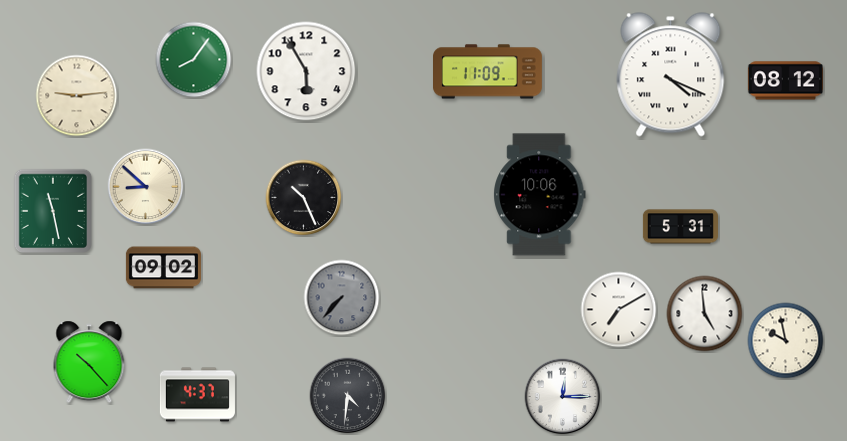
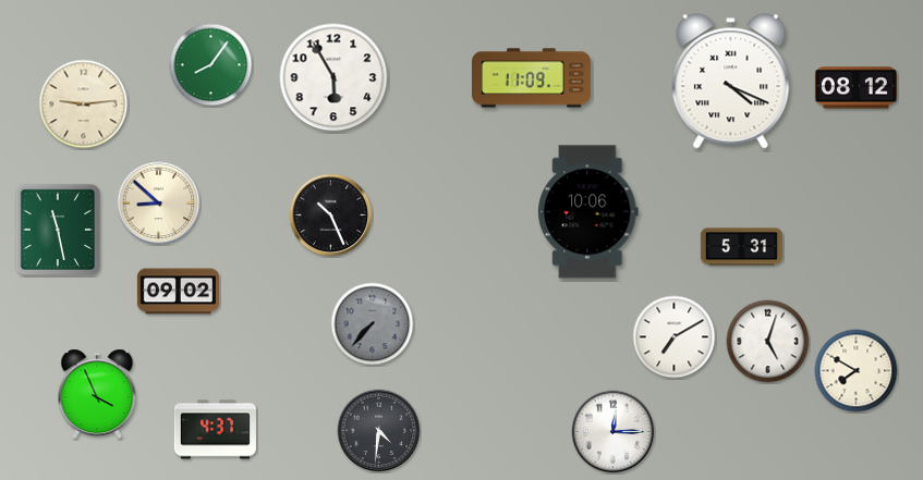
clock at (705, 314): 4:59 -> 5:03
clock at (786, 341): 9:58 -> 7:50
clock at (89, 362): 10:23 -> 3:56
